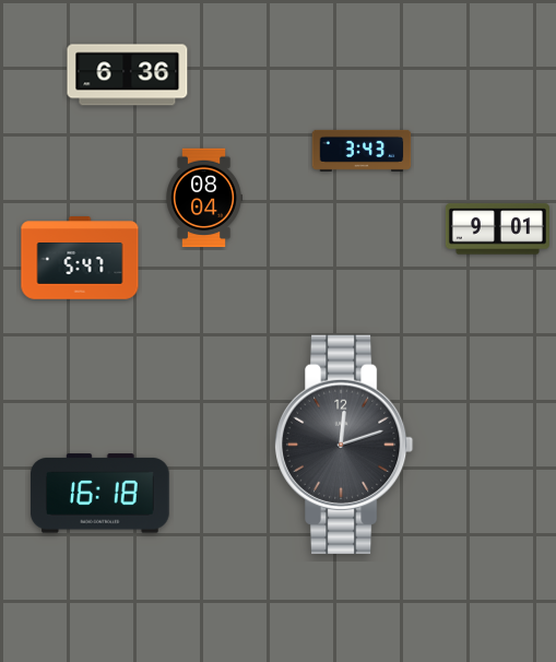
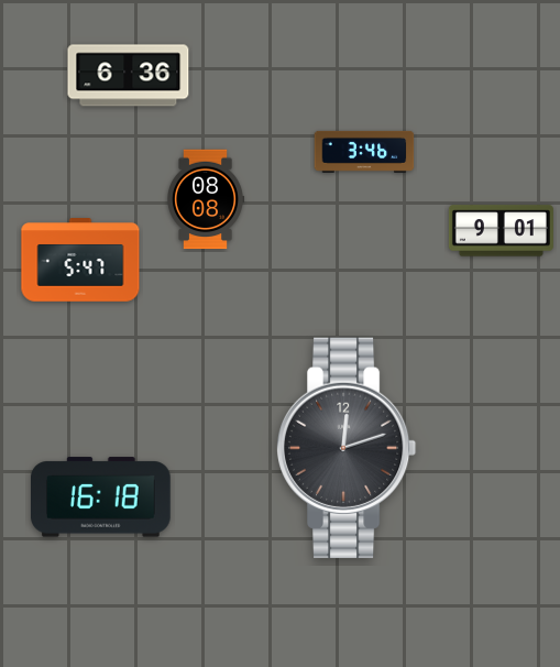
clock at (362, 151): 3:43 -> 3:46
clock at (204, 198): 08:04 -> 08:08
